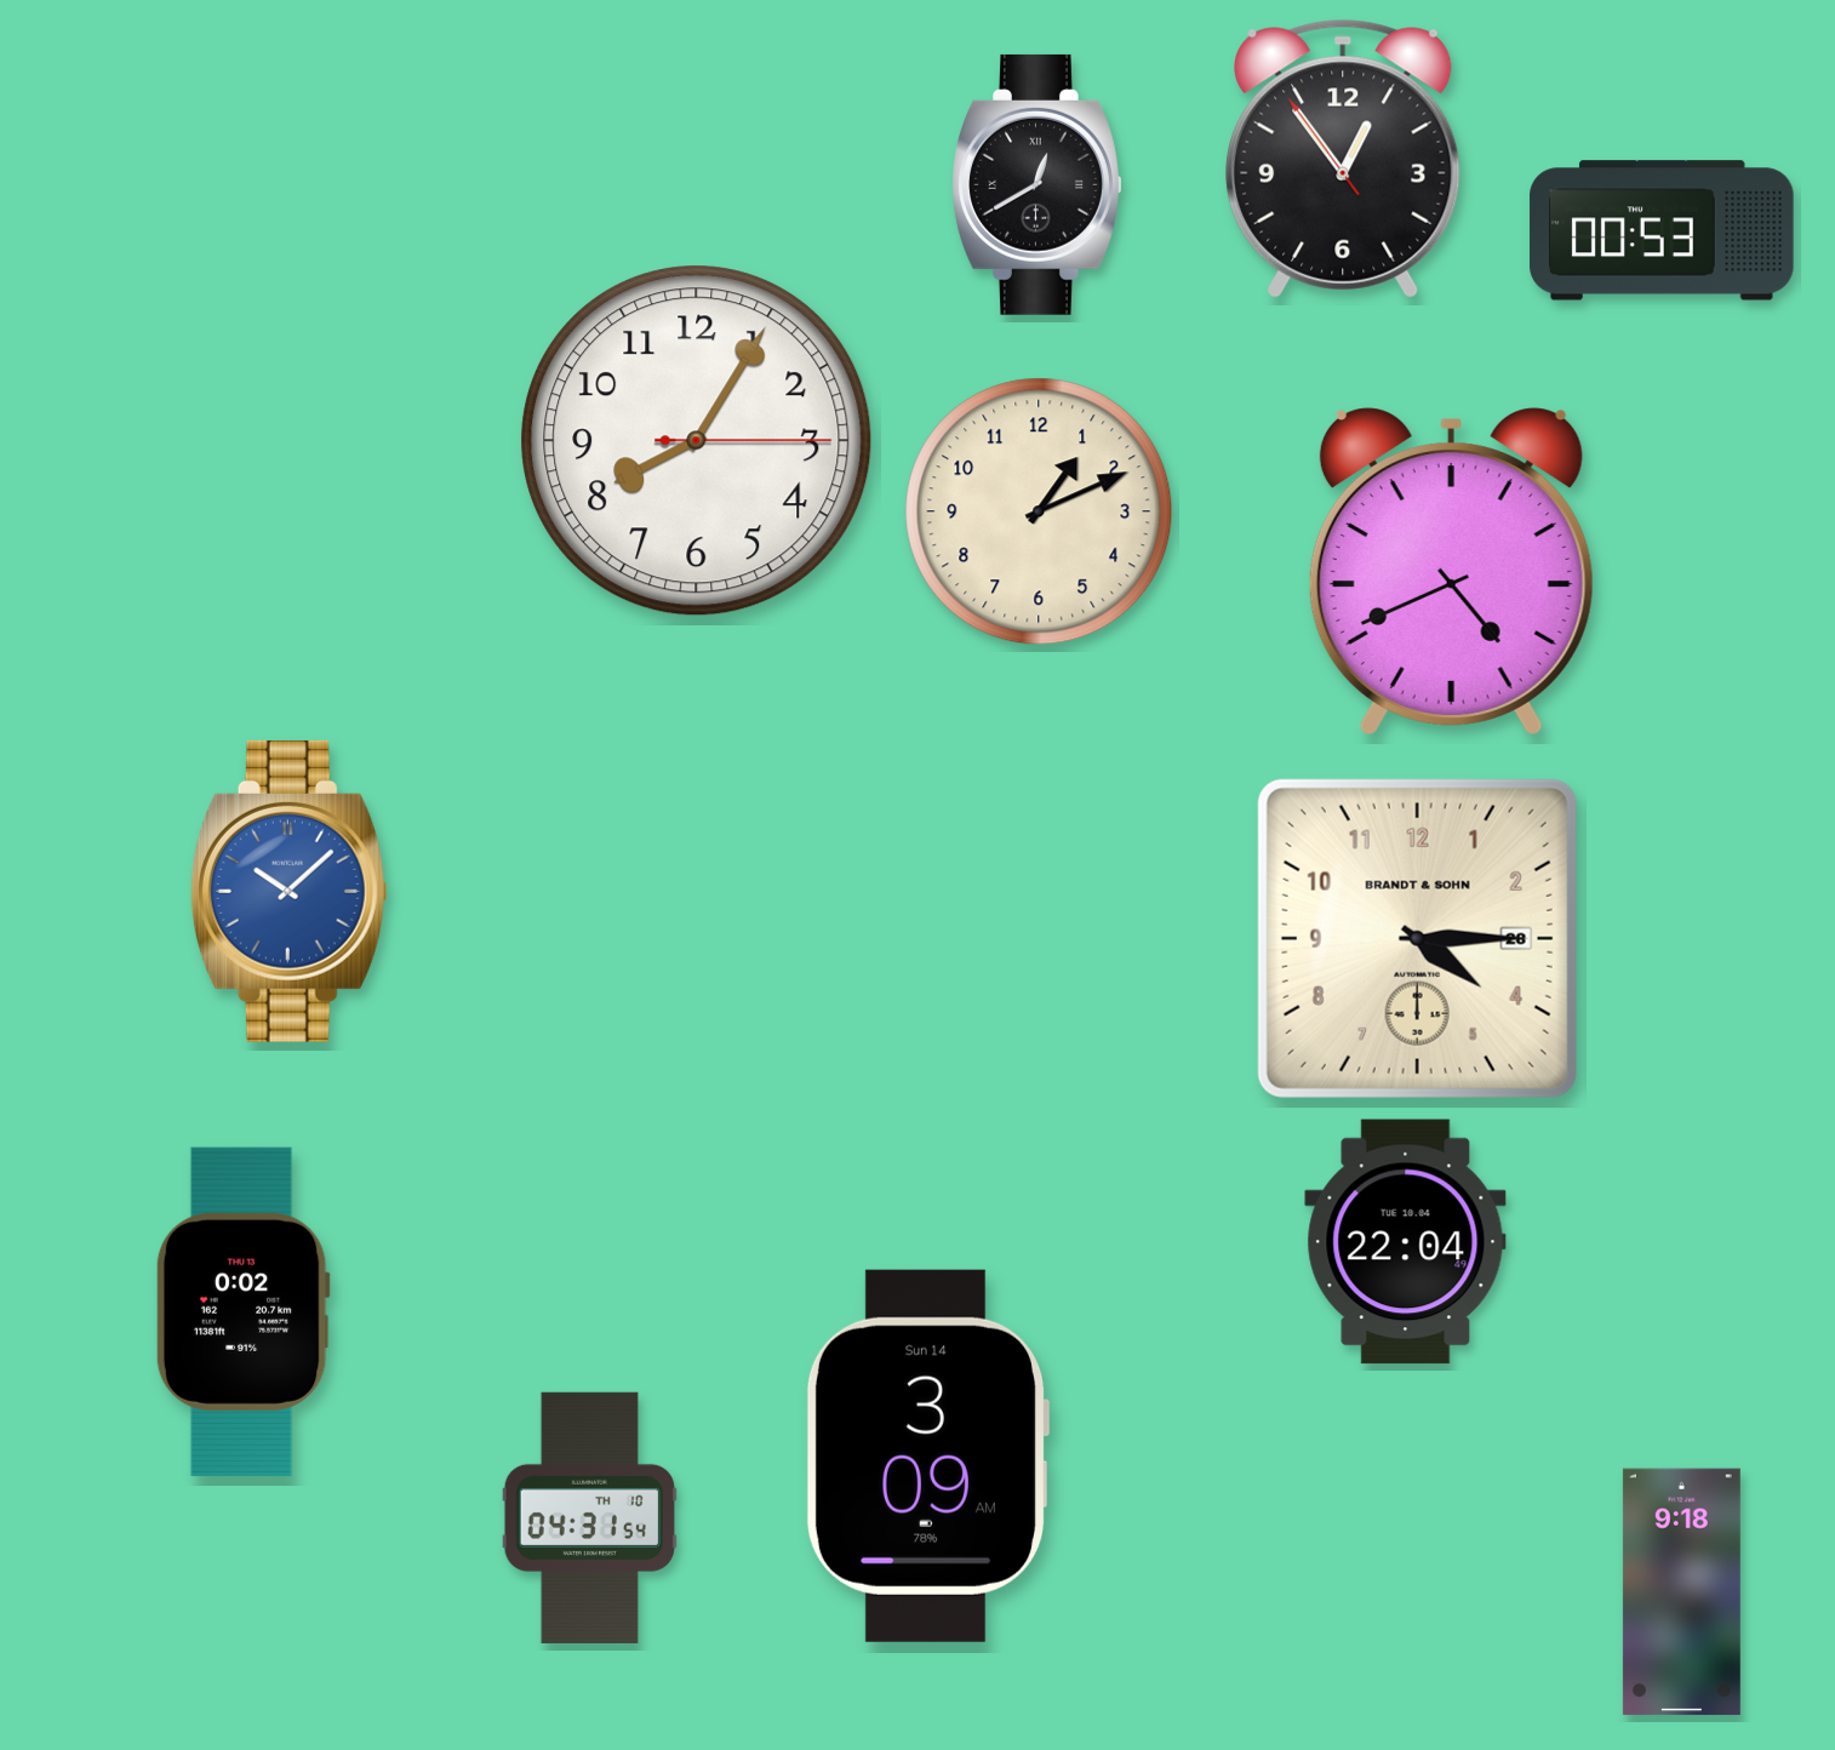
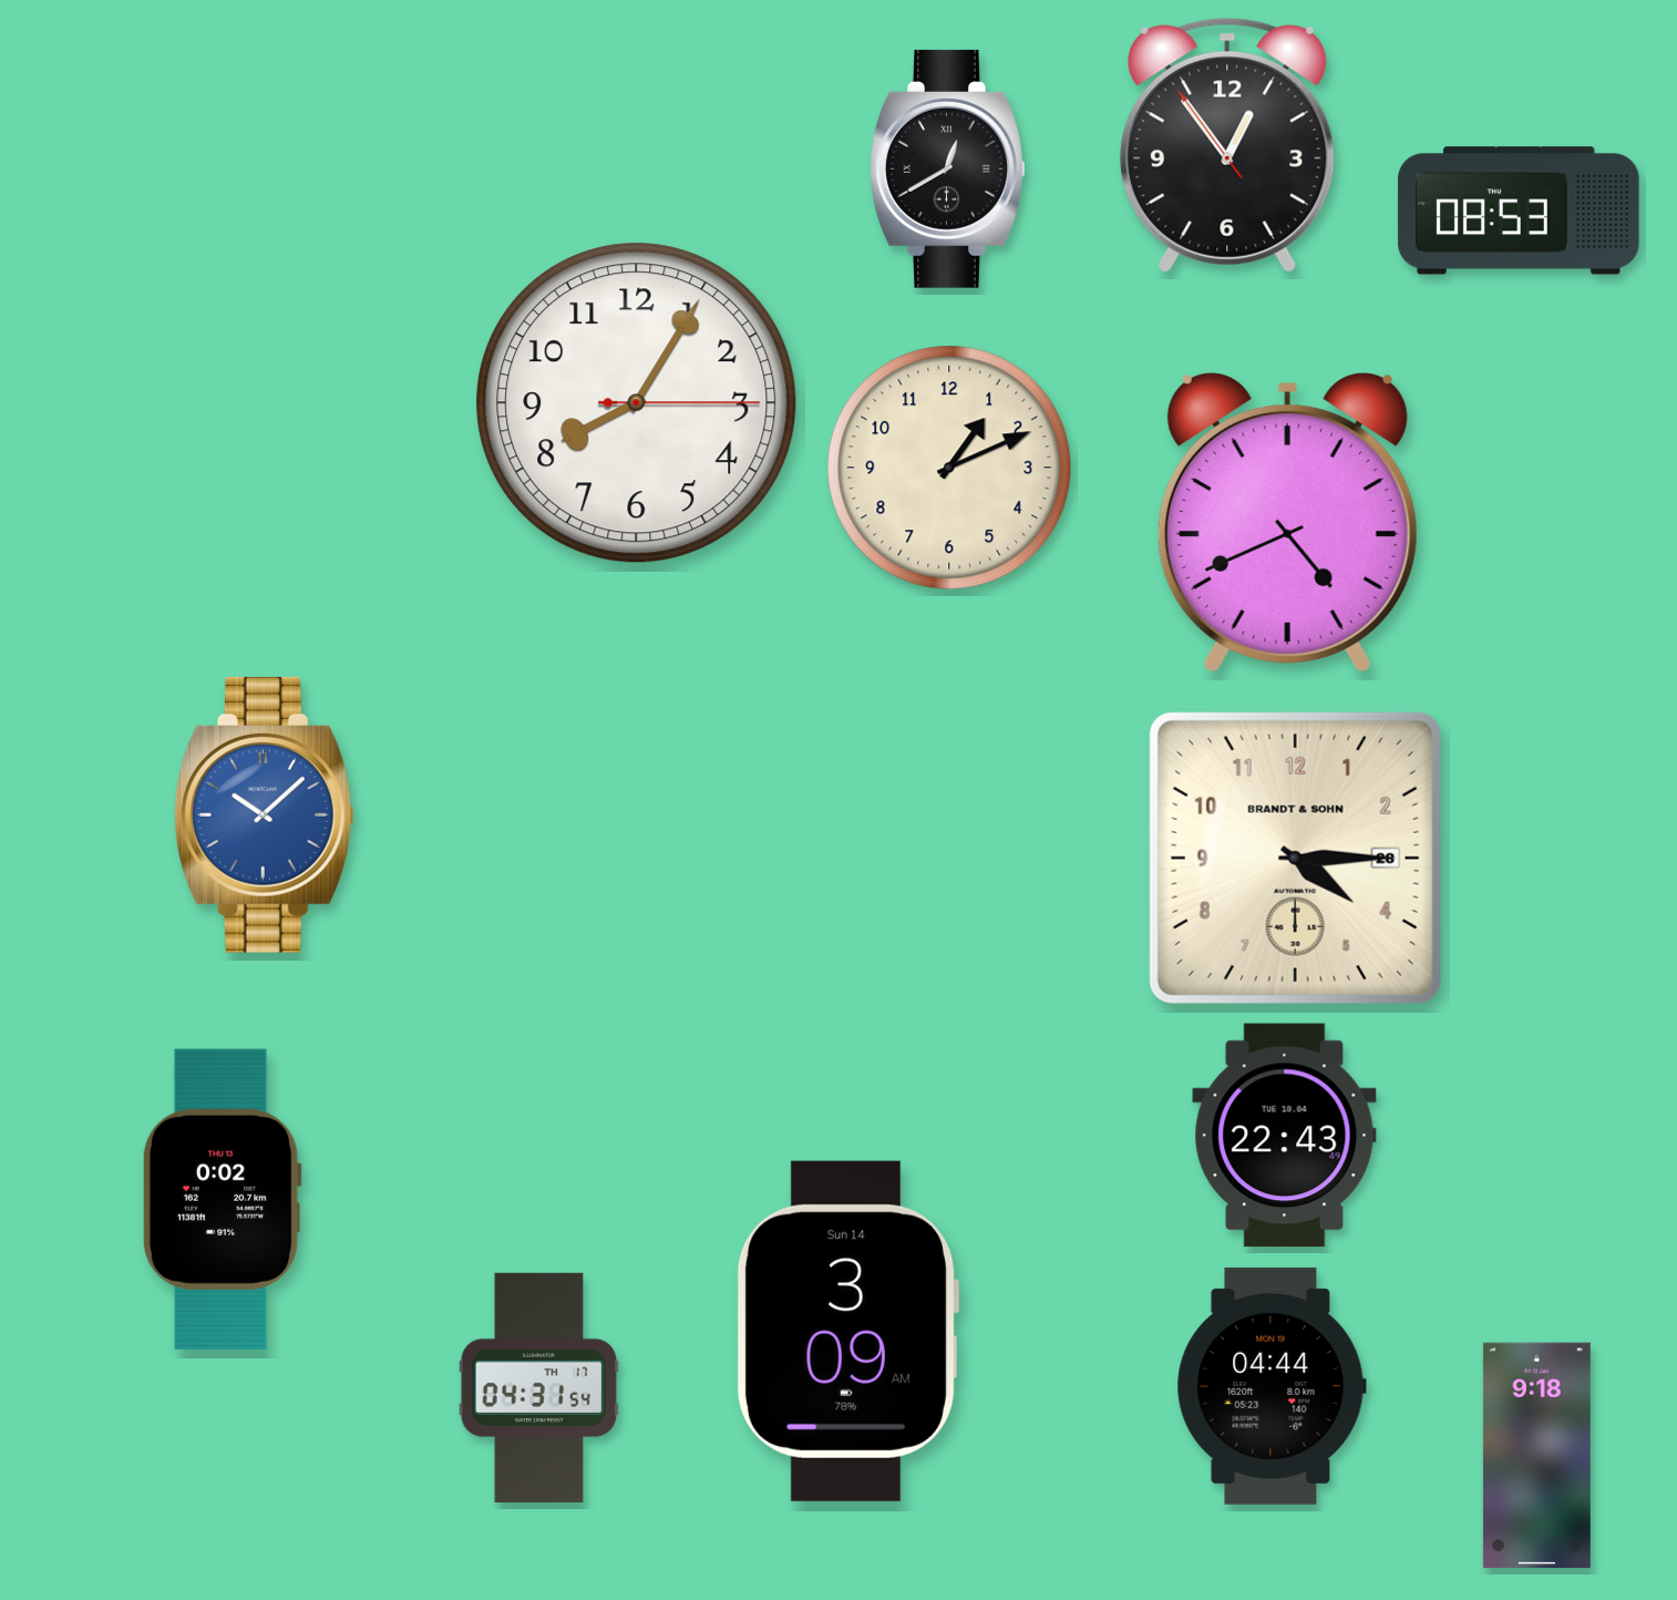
clock at (1662, 230): 00:53 -> 08:53
clock at (1451, 571) position: (1451, 571) -> (1287, 522)
clock at (1406, 1242): 22:04 -> 22:43
clock at (1272, 1386): none -> 04:44
clock at (589, 1517) date: TH 10 -> TH 17
